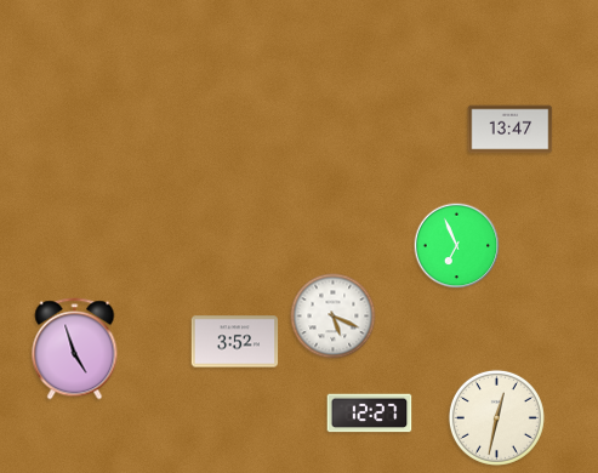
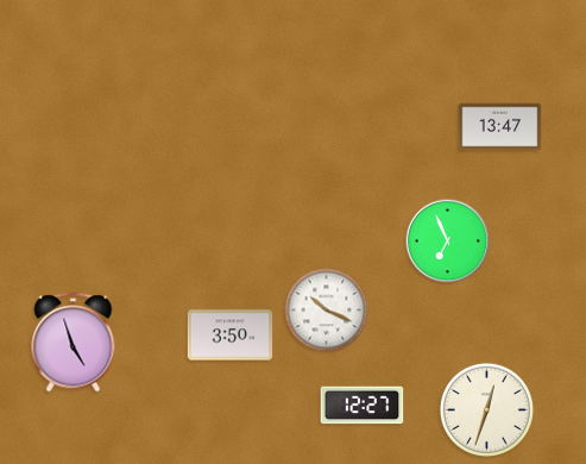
clock at (334, 317): 5:19 -> 10:19
clock at (235, 342): 3:52 -> 3:50
clock at (496, 417): 12:32 -> 12:33
